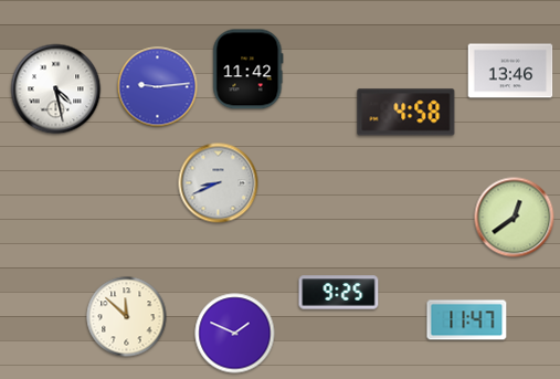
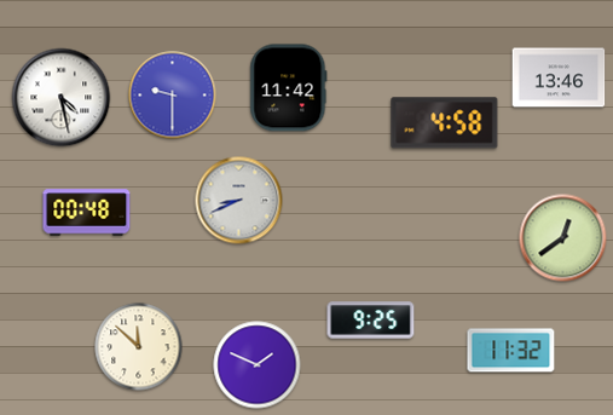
clock at (249, 70) position: (249, 70) -> (289, 88)
clock at (158, 87): 9:14 -> 9:30
clock at (87, 213): none -> 00:48
clock at (467, 320): 11:47 -> 11:32
